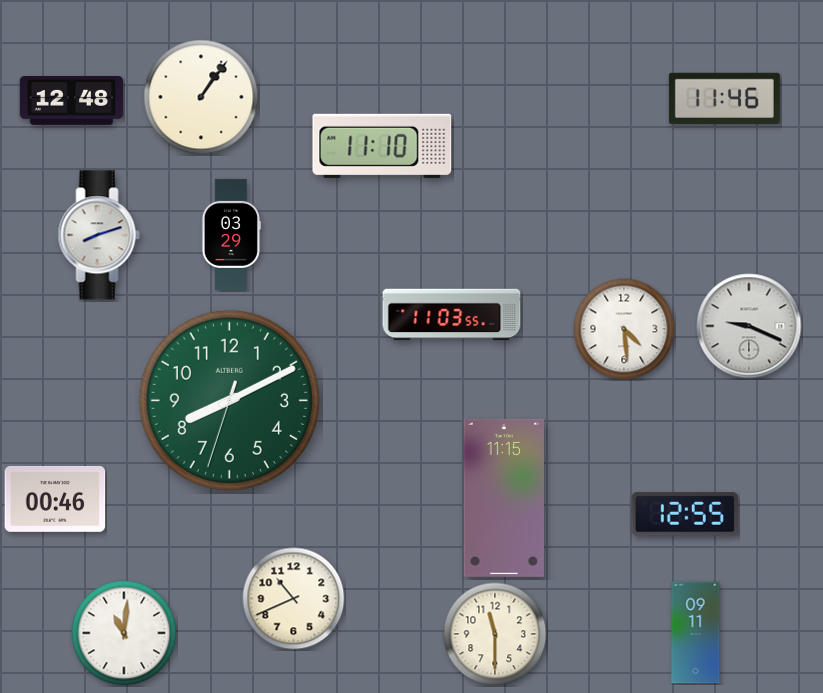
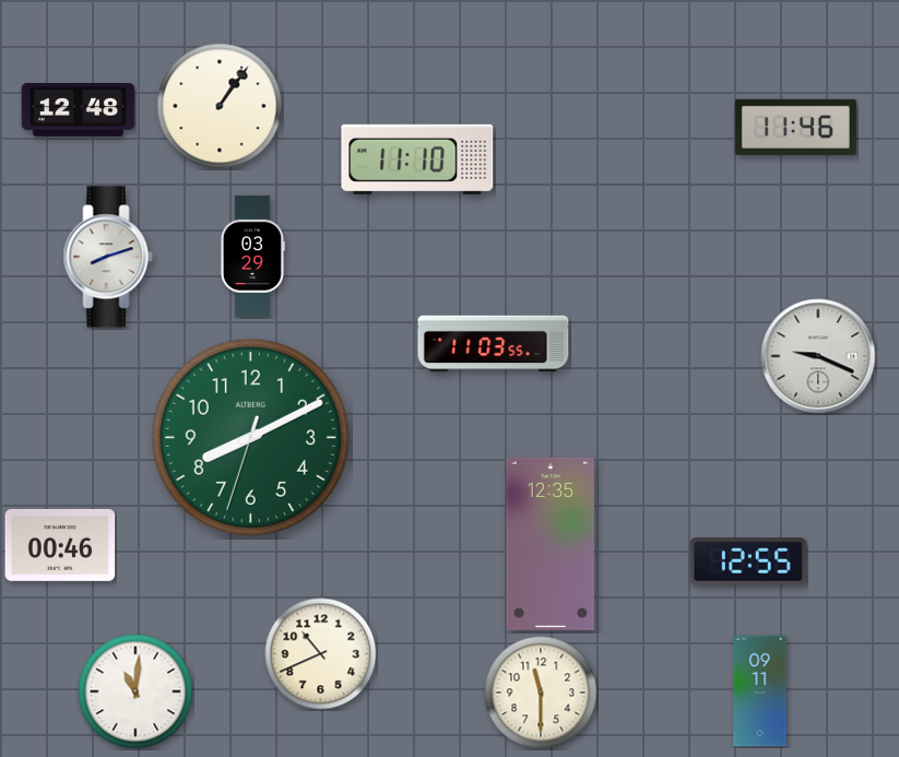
clock at (724, 98) position: (724, 98) -> (795, 127)
clock at (624, 329): 4:29 -> none
clock at (503, 498): 11:15 -> 12:35
